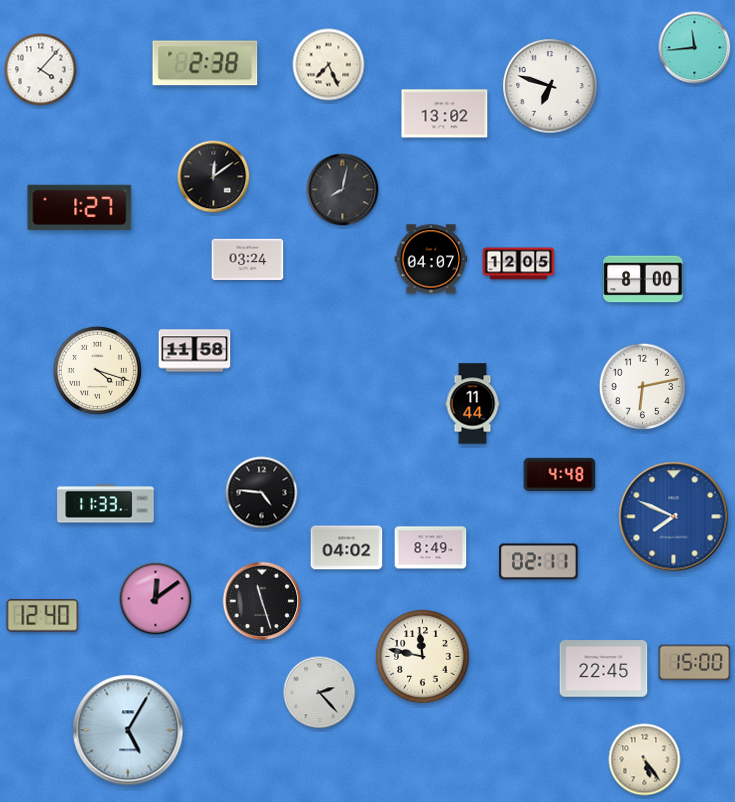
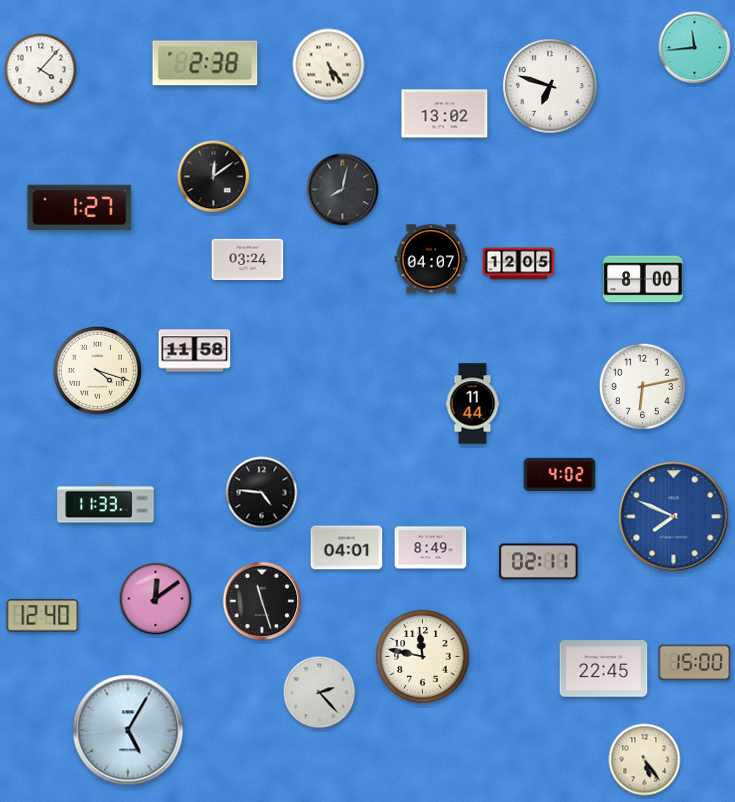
clock at (329, 65): 7:26 -> 5:24
clock at (560, 474): 4:48 -> 4:02
clock at (347, 548): 04:02 -> 04:01
